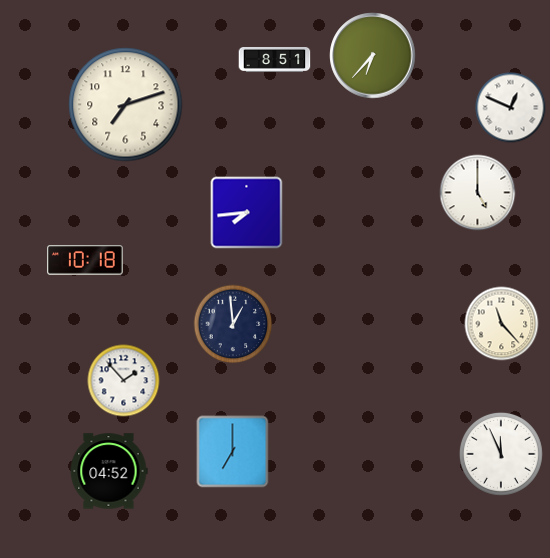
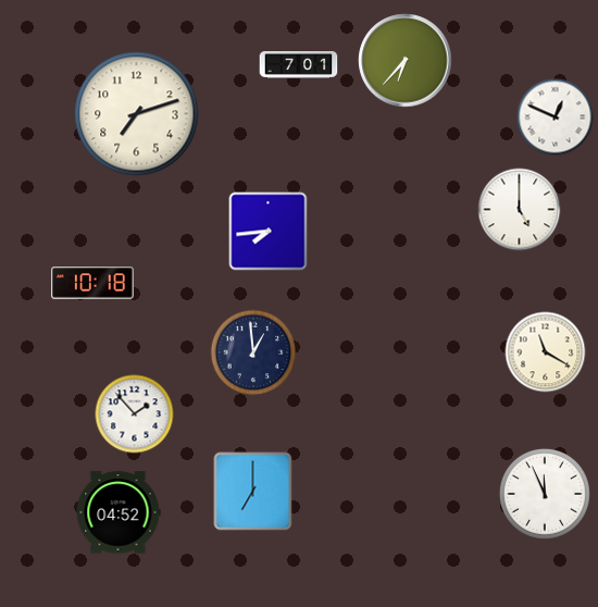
clock at (275, 60): 8:51 -> 7:01
clock at (502, 324): 11:23 -> 11:20
